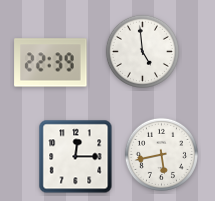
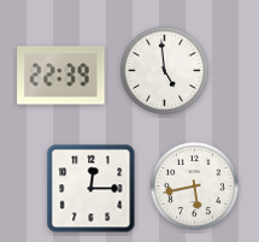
clock at (142, 51) position: (142, 51) -> (164, 70)
